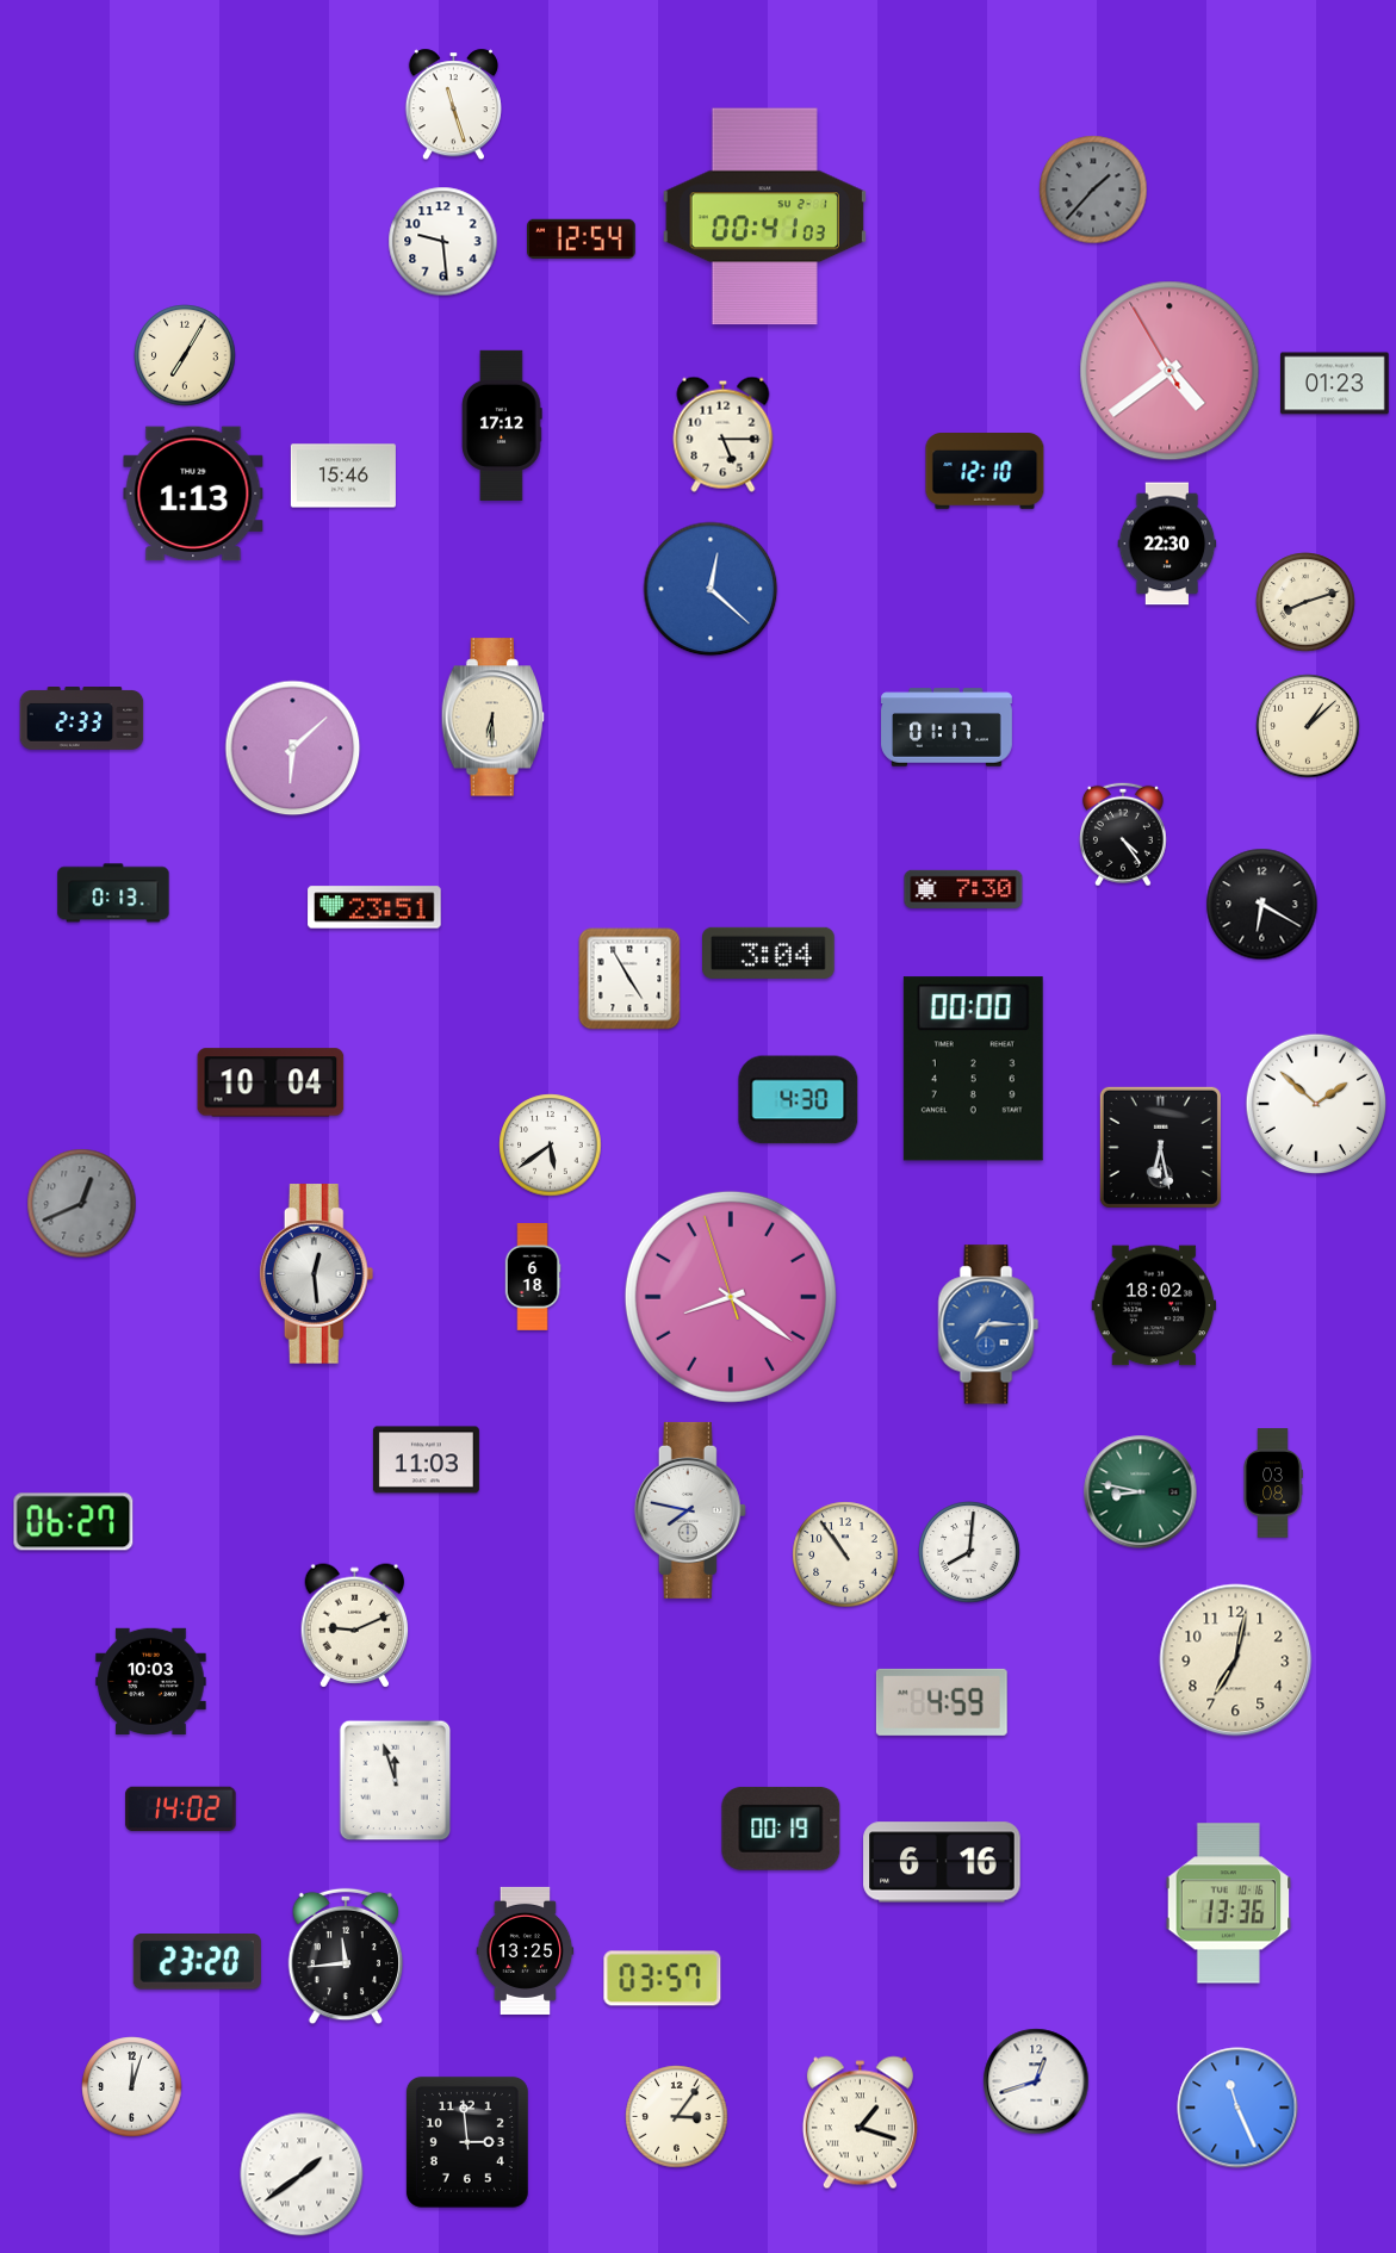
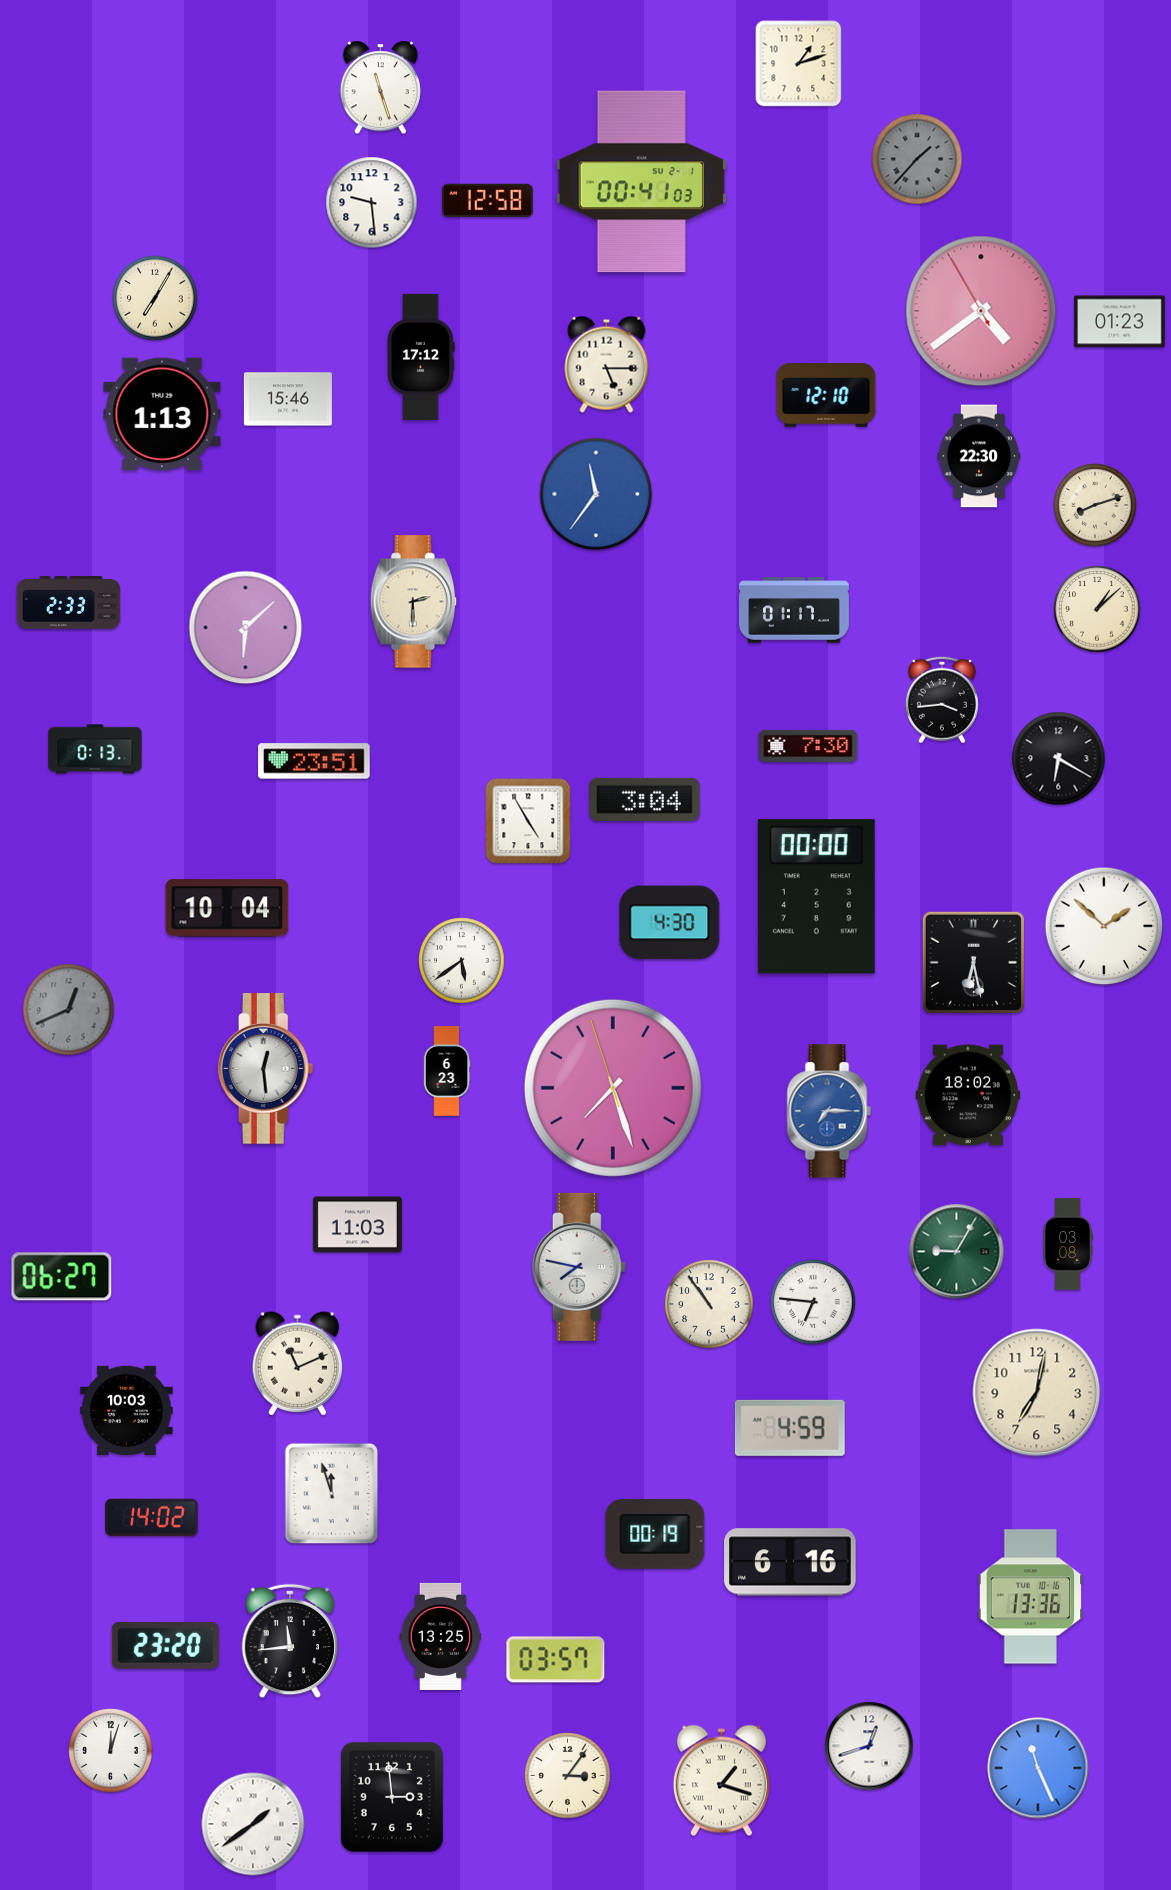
clock at (799, 64): none -> 1:12
clock at (582, 238): 12:54 -> 12:58
clock at (711, 589): 12:22 -> 11:36
clock at (494, 718): 6:30 -> 2:30
clock at (1123, 834): 4:24 -> 3:44
clock at (533, 1278): 6:18 -> 6:23
clock at (731, 1297): 8:20 -> 7:26
clock at (1141, 1492): 8:47 -> 9:05
clock at (969, 1552): 8:01 -> 6:46
clock at (355, 1626): 9:11 -> 11:11
